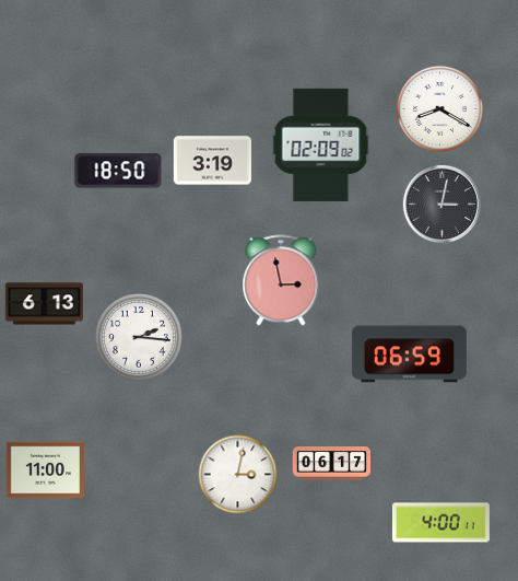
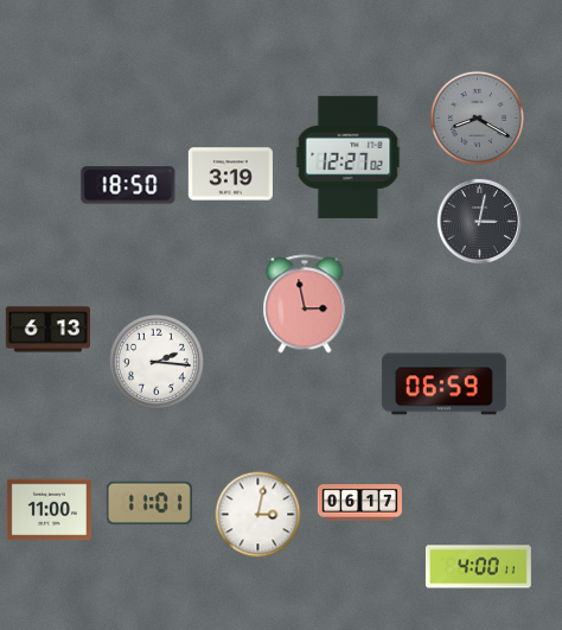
clock at (439, 108) dial: white -> grey
clock at (321, 144): 02:09 -> 12:27
clock at (139, 337) position: (139, 337) -> (157, 362)
clock at (149, 503): none -> 11:01
